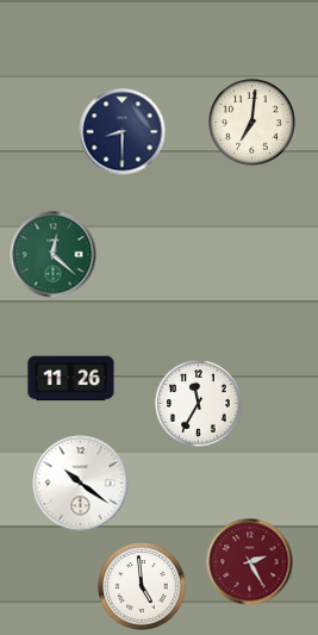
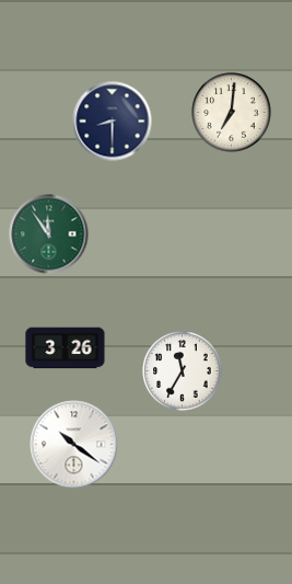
clock at (54, 255): 12:22 -> 11:54
clock at (71, 379): 11:26 -> 3:26
clock at (250, 562): 2:25 -> none
clock at (142, 586): 4:59 -> none
